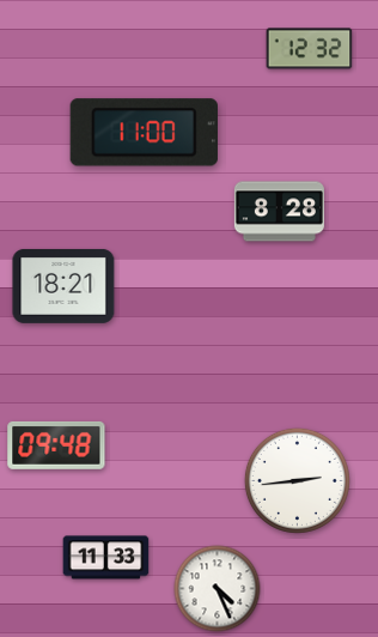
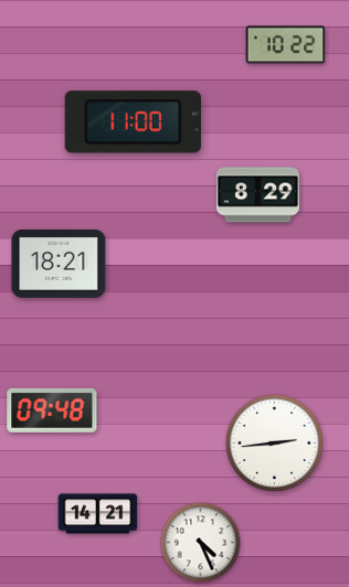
clock at (310, 49): 12:32 -> 10:22
clock at (279, 212): 8:28 -> 8:29
clock at (106, 558): 11:33 -> 14:21
